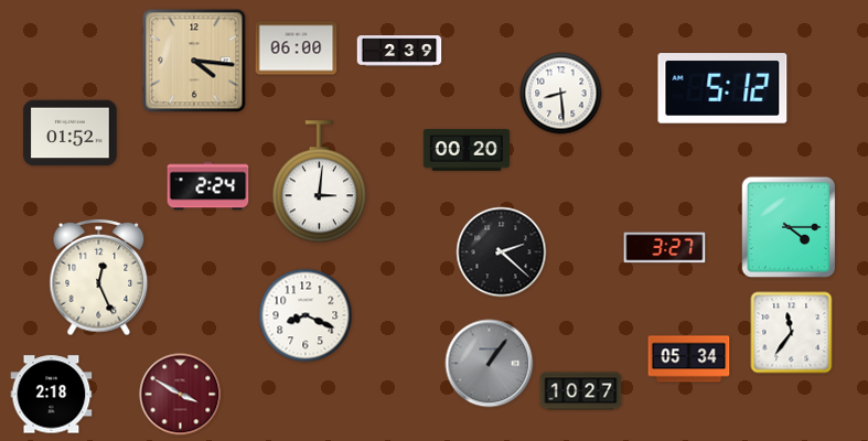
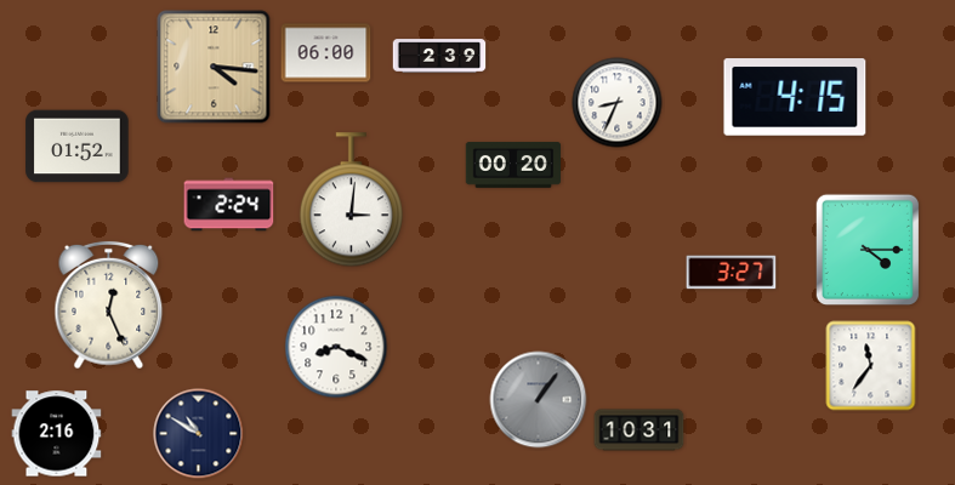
clock at (722, 88): 5:12 -> 4:15
clock at (561, 94): 8:29 -> 8:34
clock at (502, 252): 2:22 -> none
clock at (689, 359): 05:34 -> none
clock at (581, 391): 10:27 -> 10:31
clock at (52, 395): 2:18 -> 2:16
clock at (181, 395): 3:50 -> 10:50
clock at (181, 395) dial: burgundy -> navy
